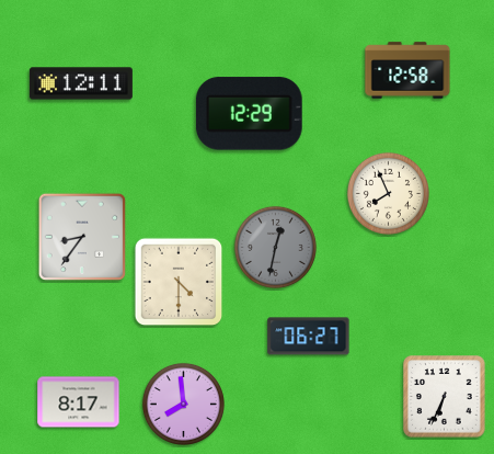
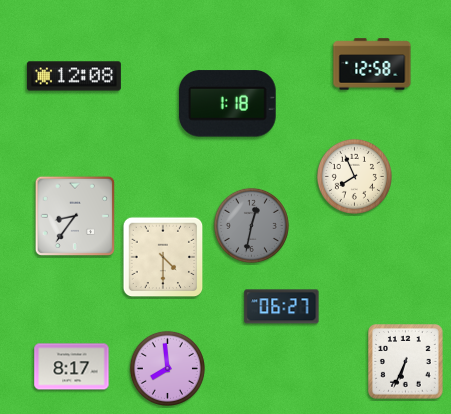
clock at (81, 83): 12:11 -> 12:08
clock at (249, 114): 12:29 -> 1:18
